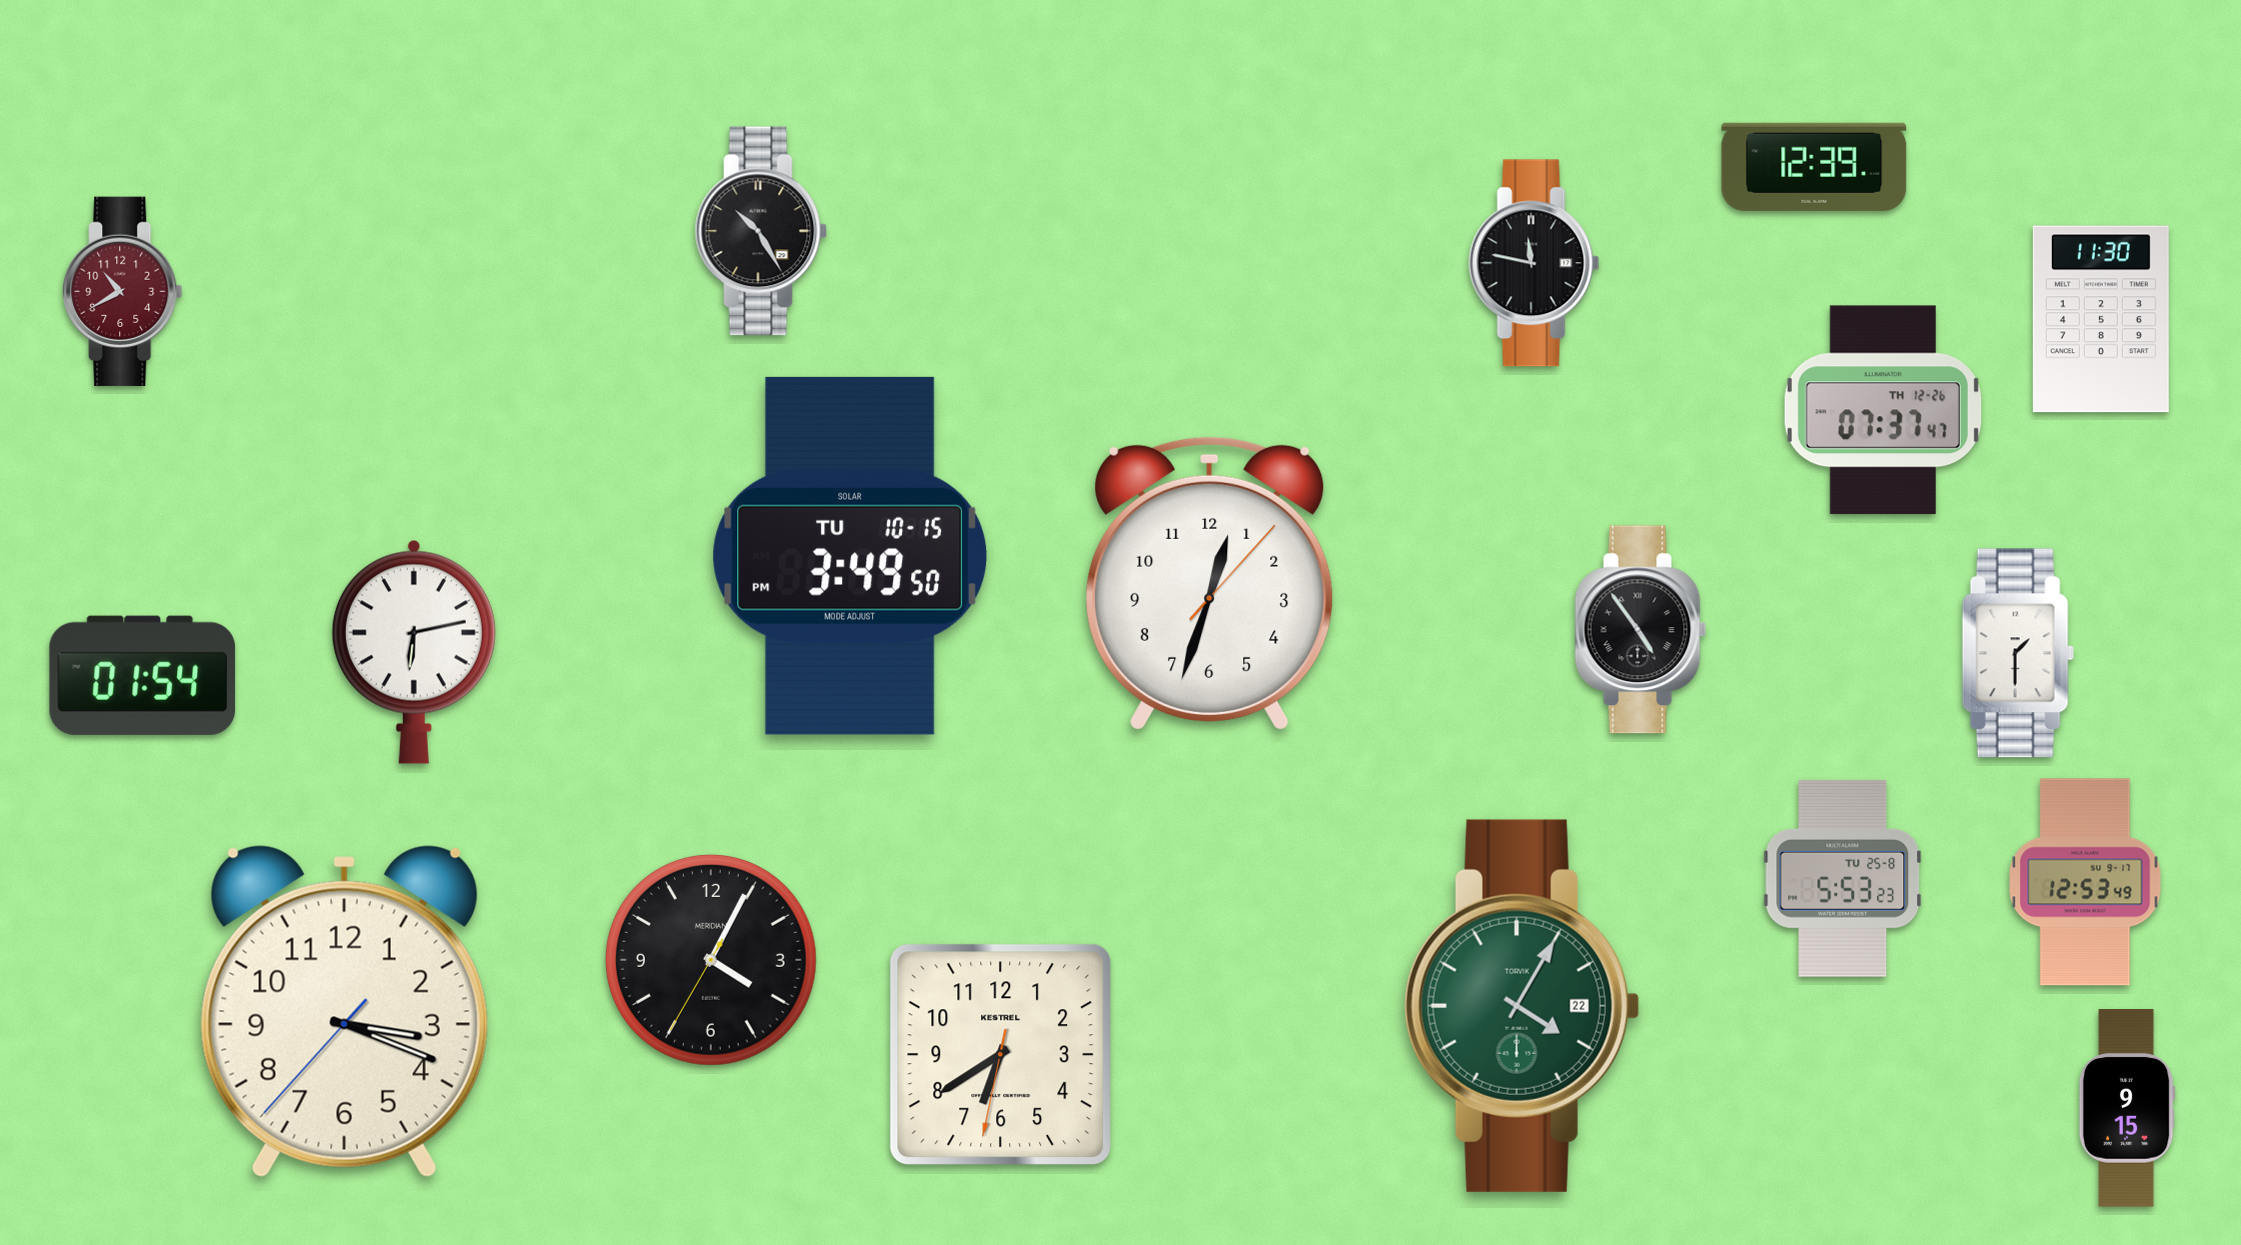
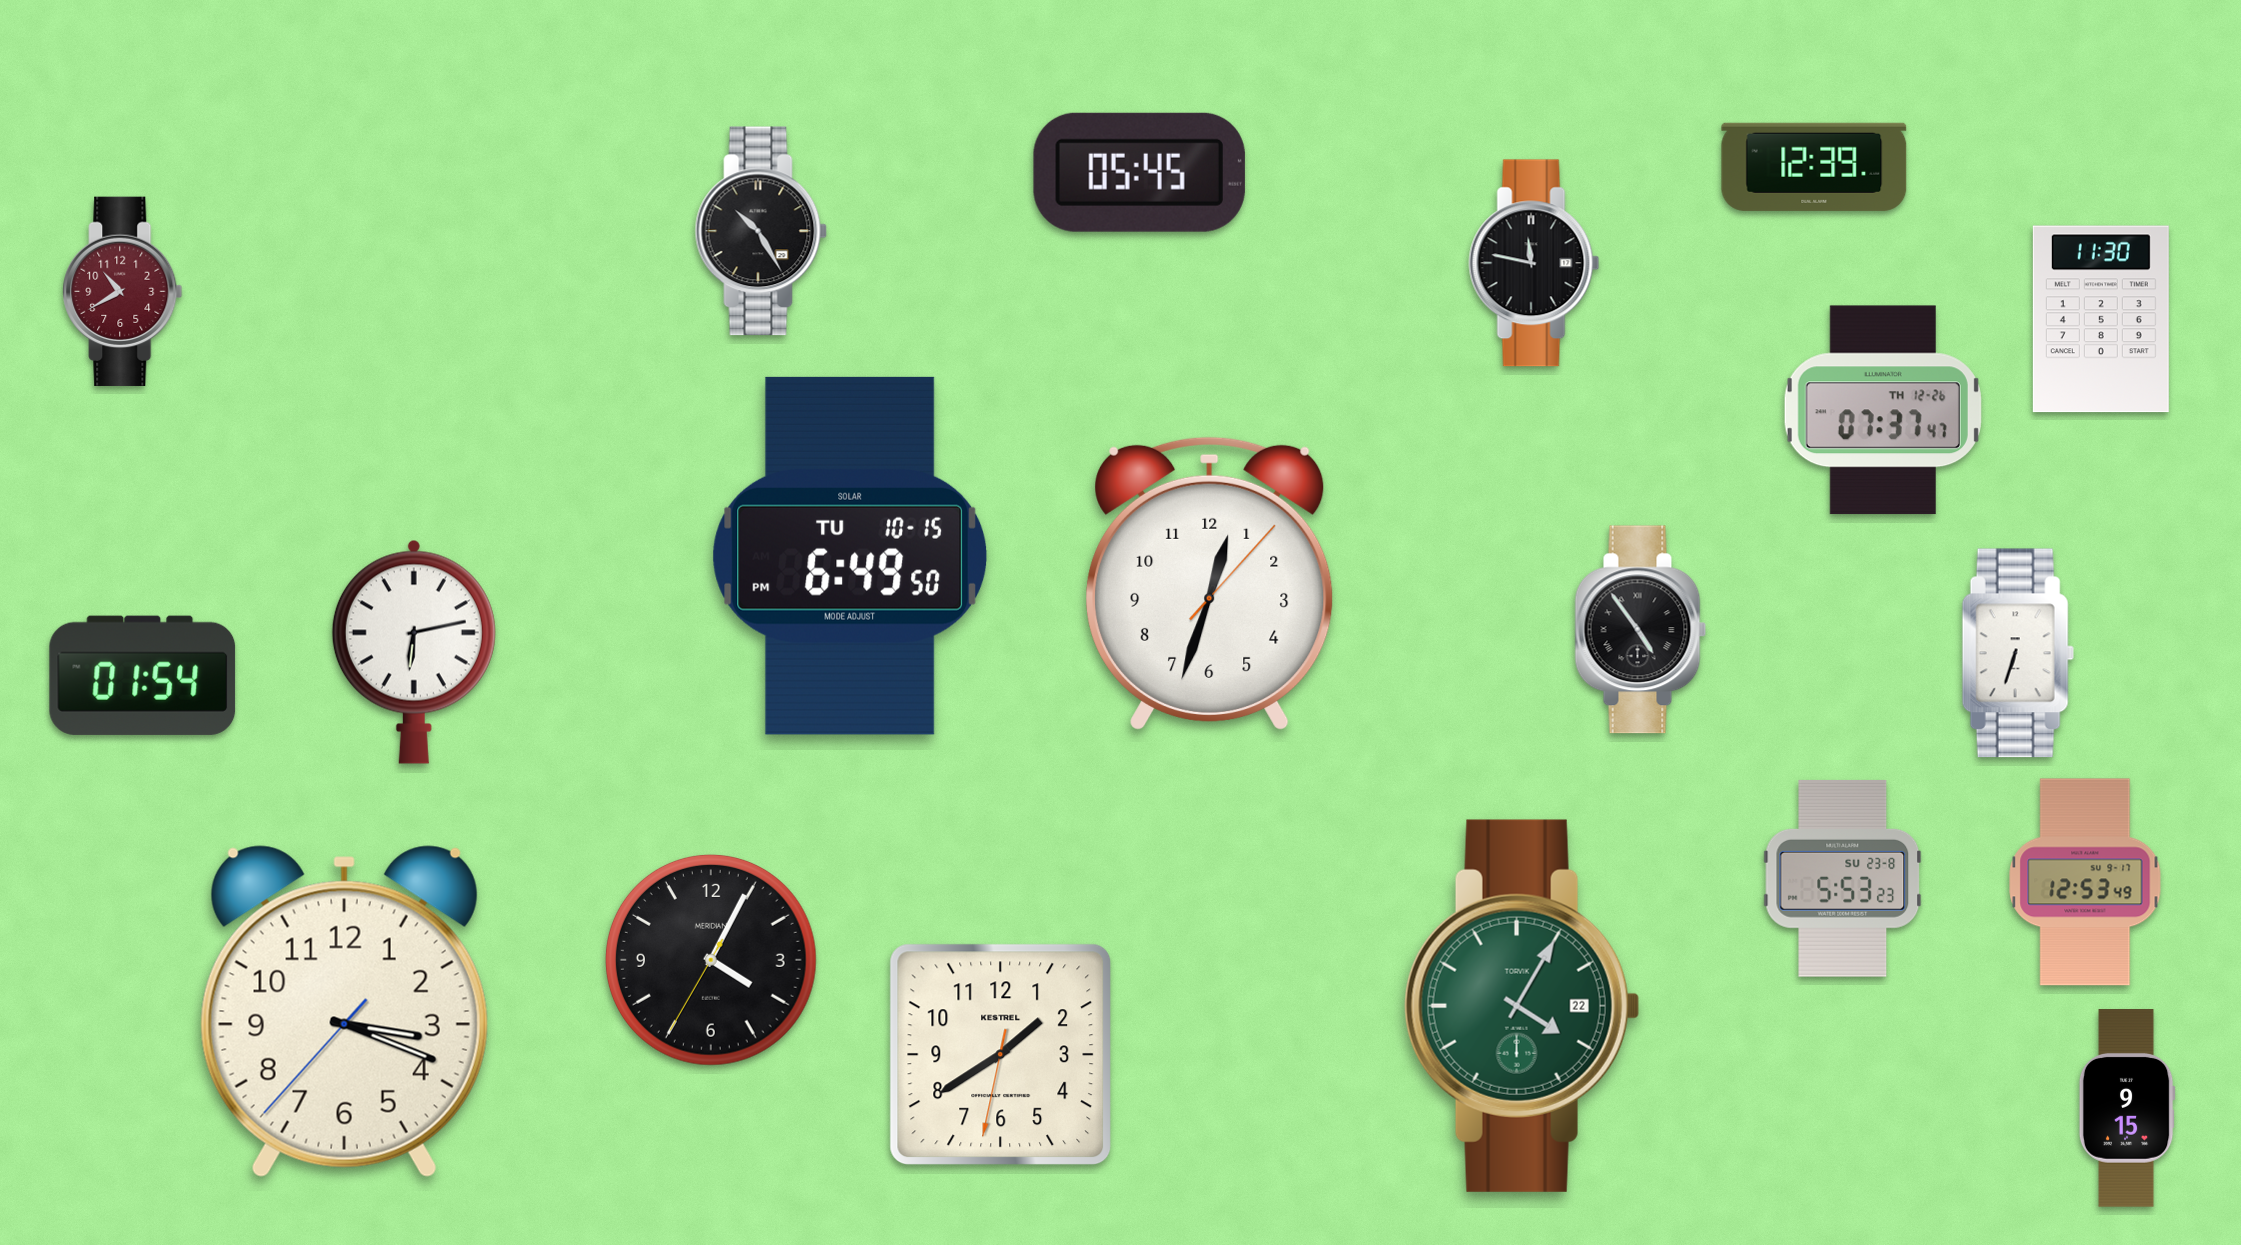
clock at (1139, 172): none -> 05:45
clock at (850, 556): 3:49 -> 6:49
clock at (2018, 653): 1:30 -> 6:33
clock at (1843, 878) date: TU 25-8 -> SU 23-8
clock at (1001, 1055): 6:39 -> 1:39
